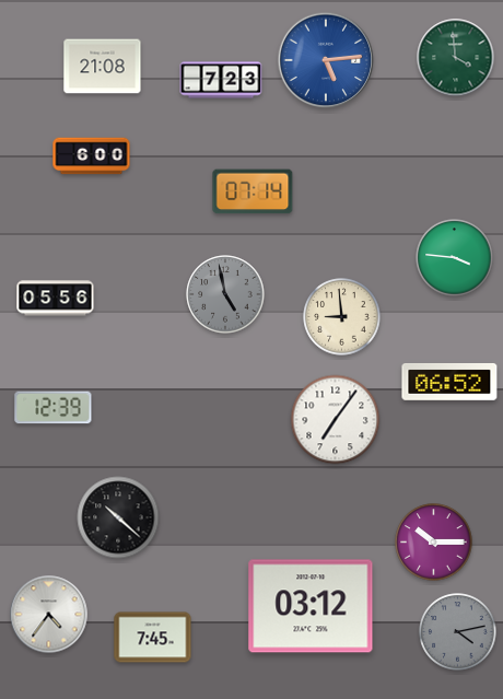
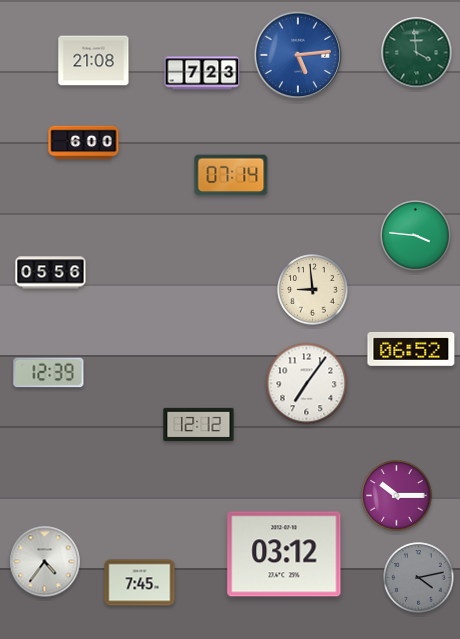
clock at (225, 294): 4:58 -> none
clock at (199, 425): none -> 12:12
clock at (118, 517): 10:22 -> none
